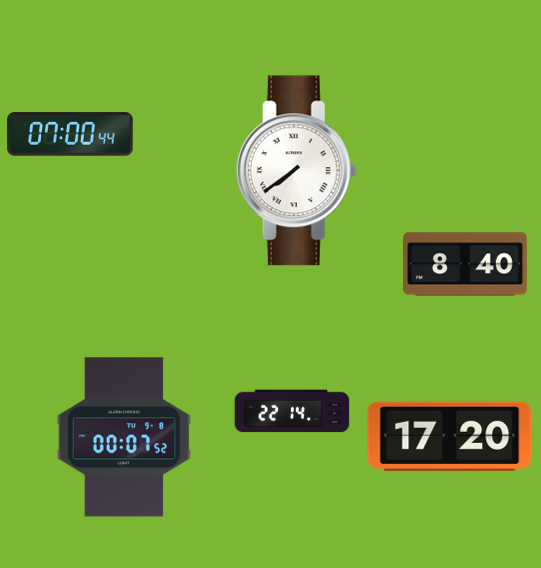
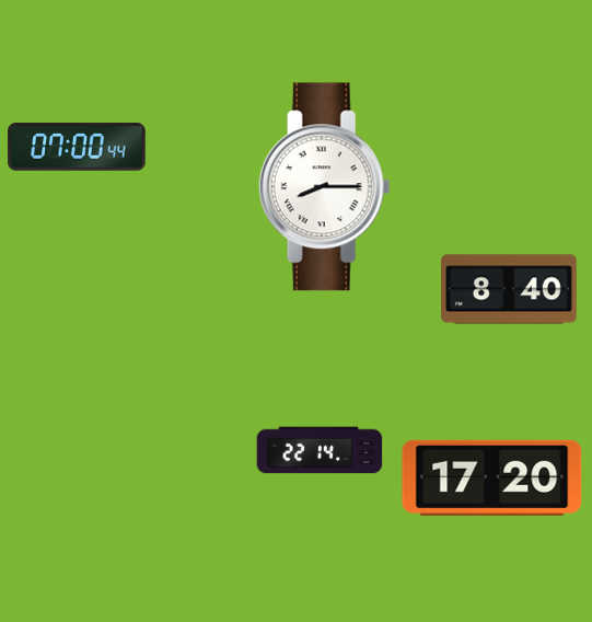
clock at (296, 171): 7:39 -> 8:15
clock at (124, 437): 00:07 -> none
